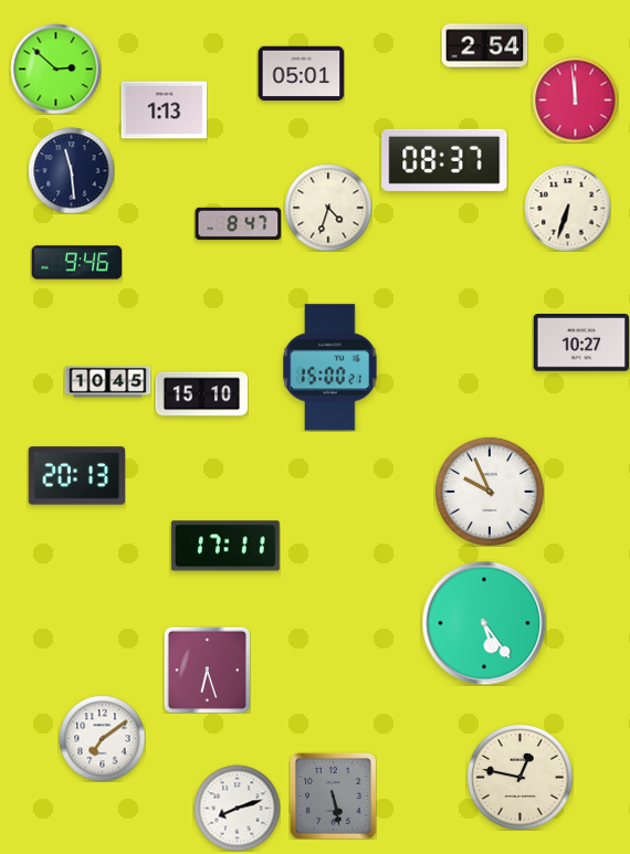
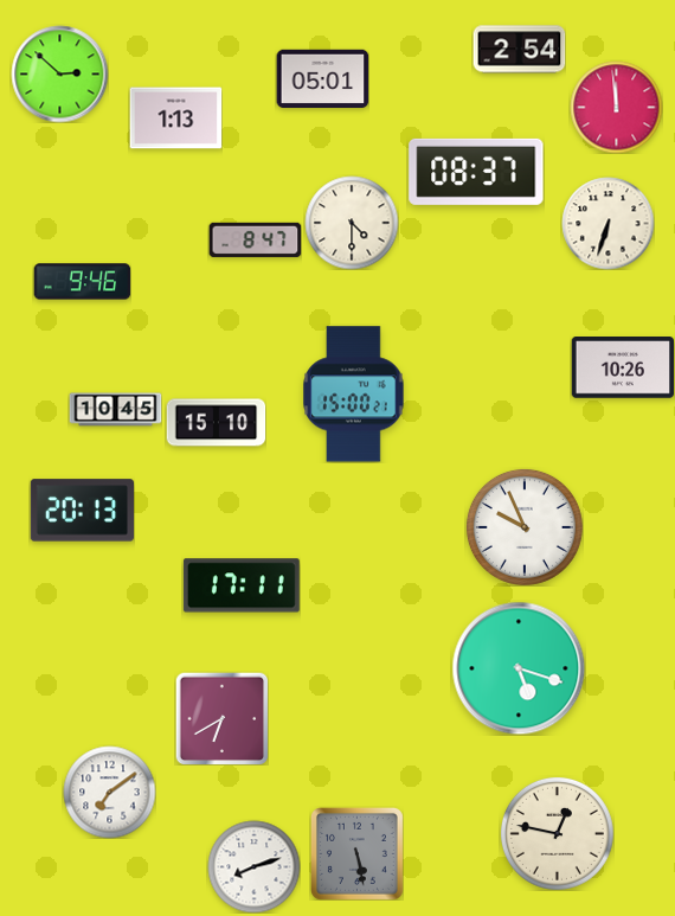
clock at (71, 170): 11:29 -> none
clock at (328, 208): 4:33 -> 4:30
clock at (580, 342): 10:27 -> 10:26
clock at (484, 623): 5:24 -> 5:18
clock at (207, 670): 6:27 -> 6:40
